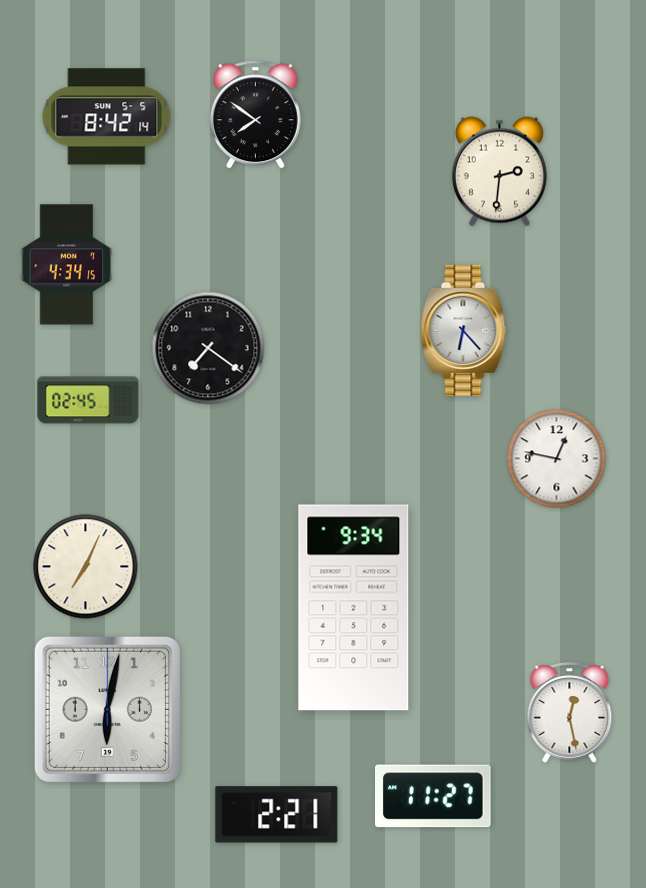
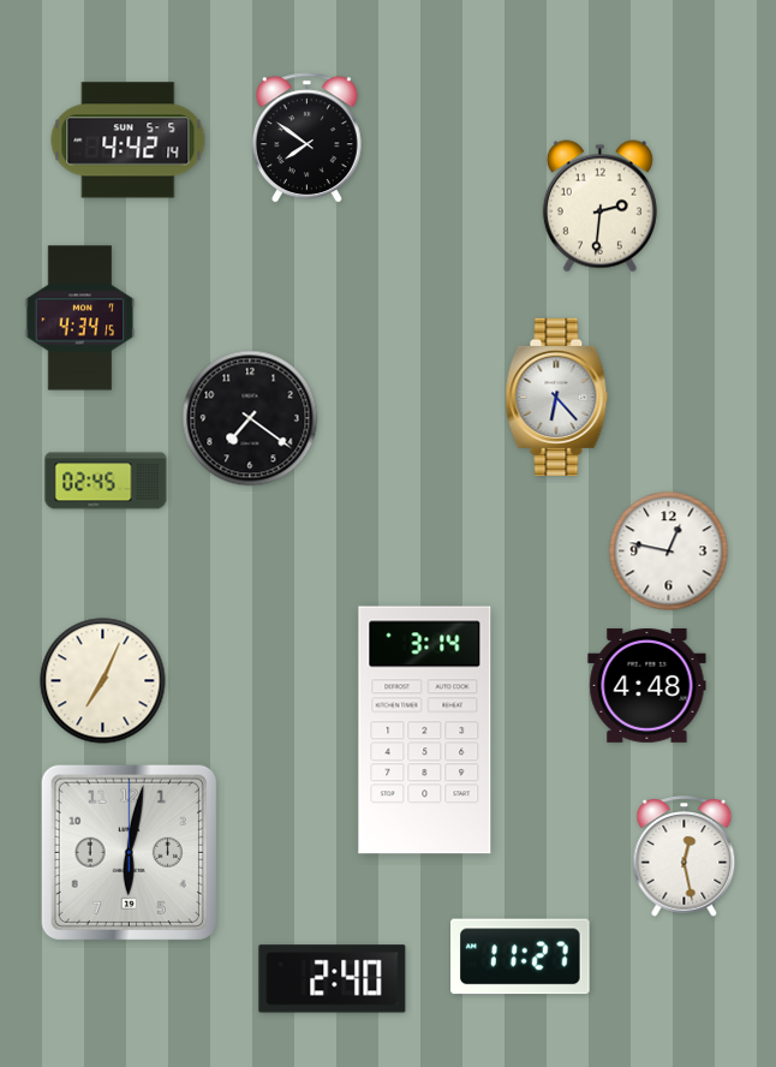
clock at (107, 117): 8:42 -> 4:42
clock at (647, 685): none -> 4:48
clock at (354, 608): 9:34 -> 3:14
clock at (277, 815): 2:21 -> 2:40
